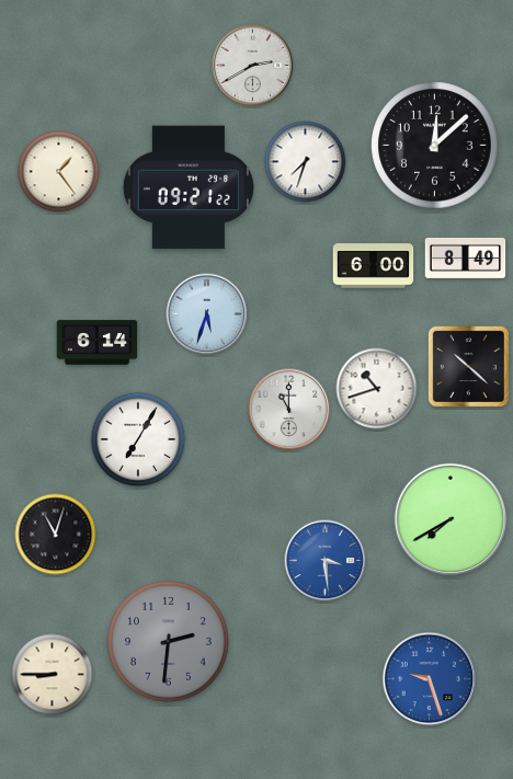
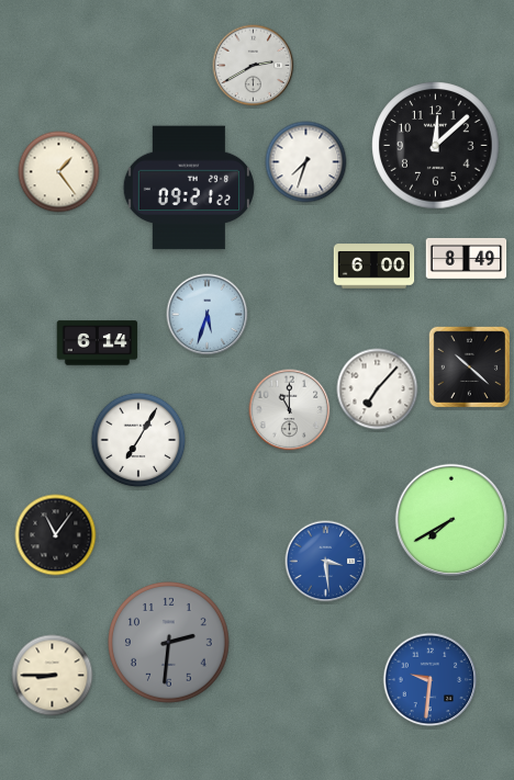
clock at (377, 389): 10:42 -> 7:07
clock at (56, 535): 11:03 -> 11:06
clock at (430, 679): 9:27 -> 9:31
